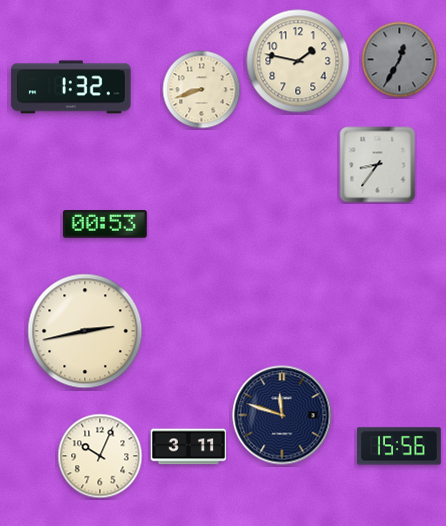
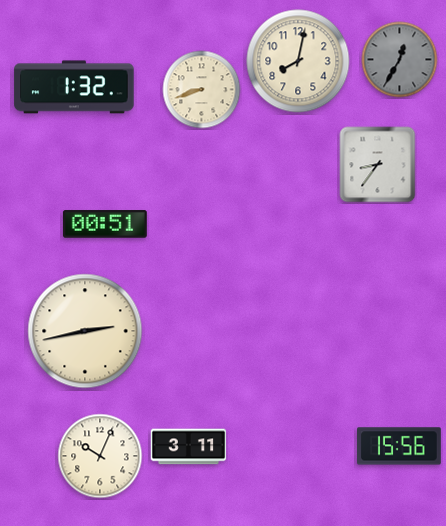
clock at (298, 61): 1:47 -> 8:02
clock at (71, 87) position: (71, 87) -> (74, 87)
clock at (105, 224): 00:53 -> 00:51
clock at (282, 415): 11:48 -> none
